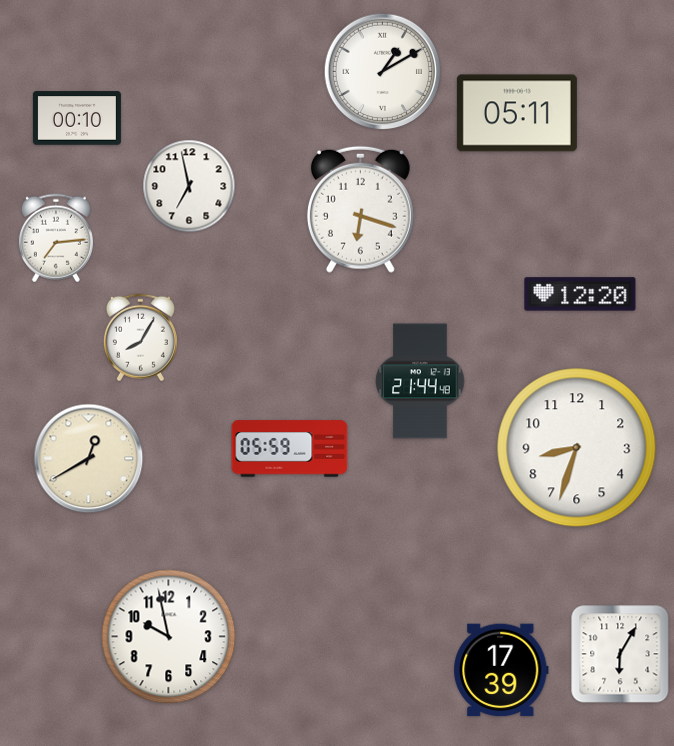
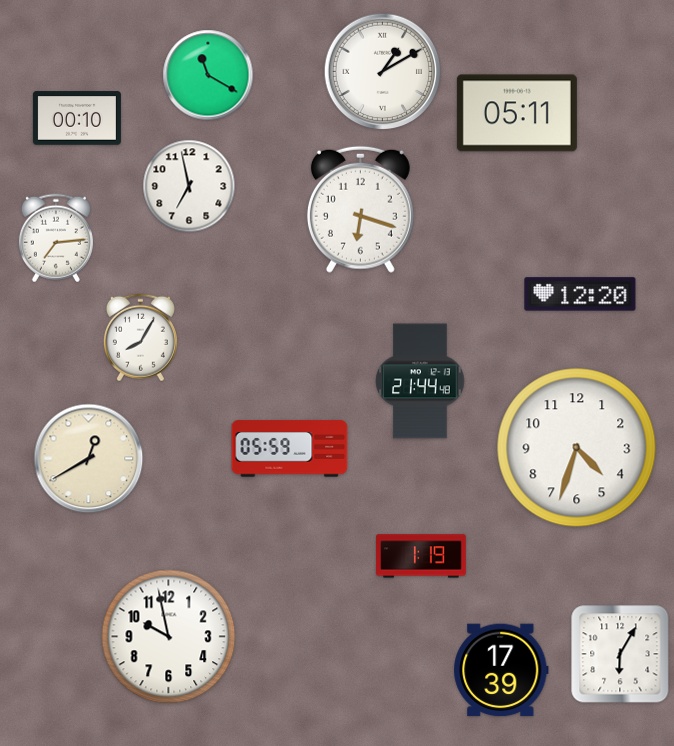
clock at (208, 75): none -> 11:20
clock at (577, 448): 8:33 -> 4:33
clock at (421, 556): none -> 1:19
